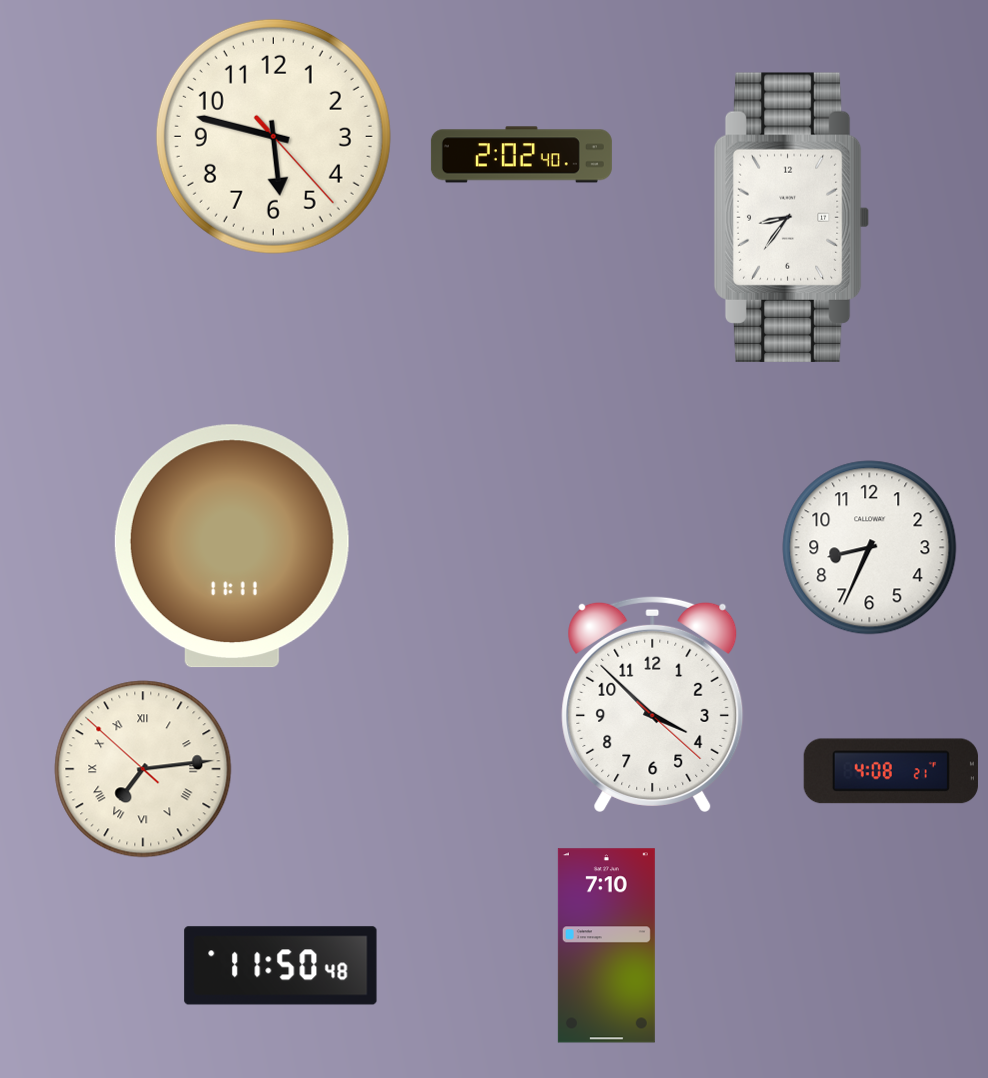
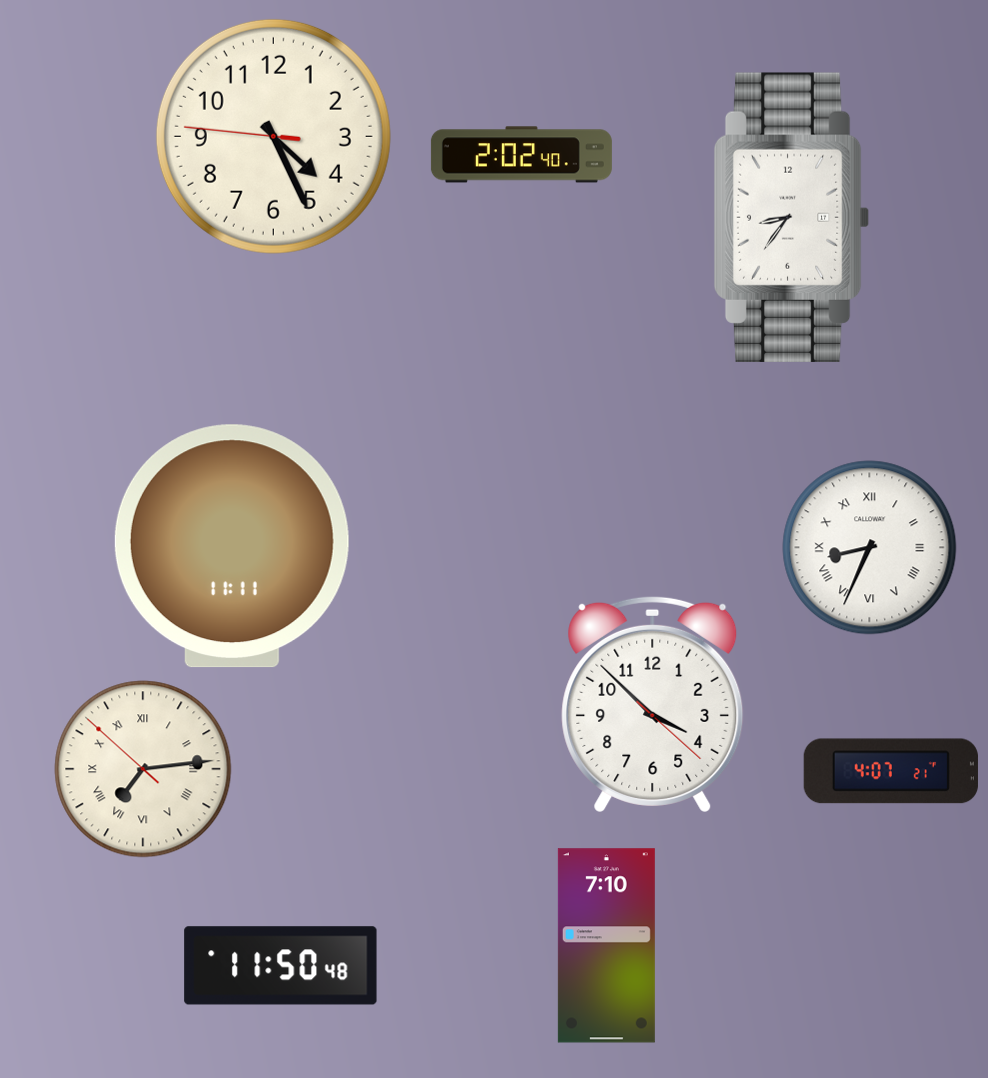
clock at (273, 136): 5:47 -> 4:25
clock at (870, 548) numerals: Arabic -> Roman
clock at (891, 771): 4:08 -> 4:07
